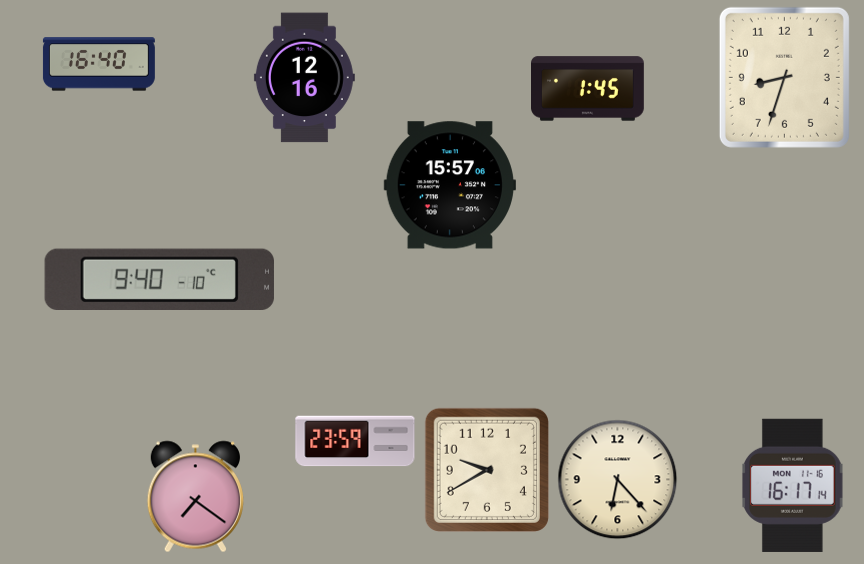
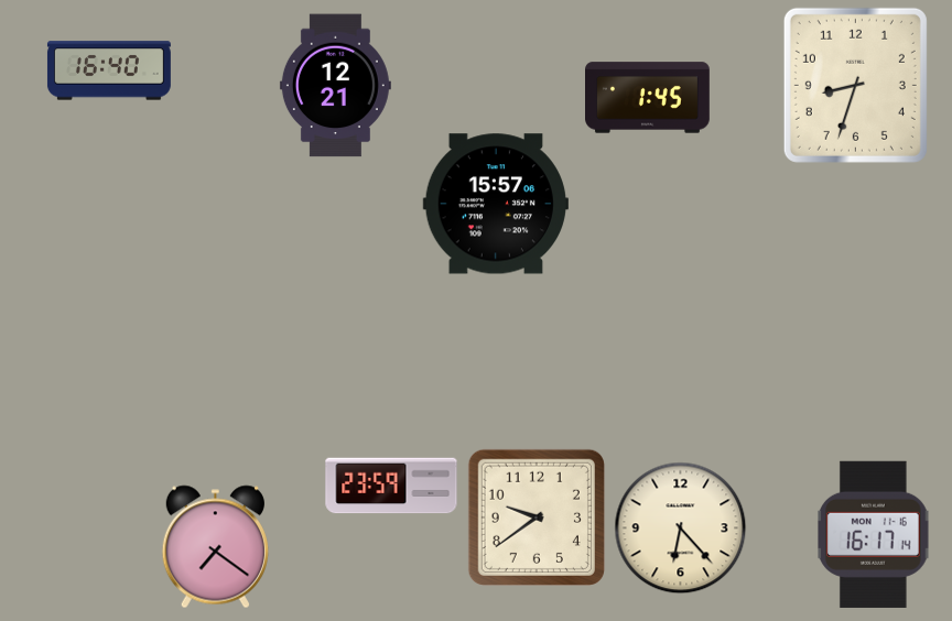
clock at (784, 77) position: (784, 77) -> (855, 85)
clock at (304, 78): 12:16 -> 12:21
clock at (159, 279): 9:40 -> none
clock at (487, 470): 9:40 -> 9:39
